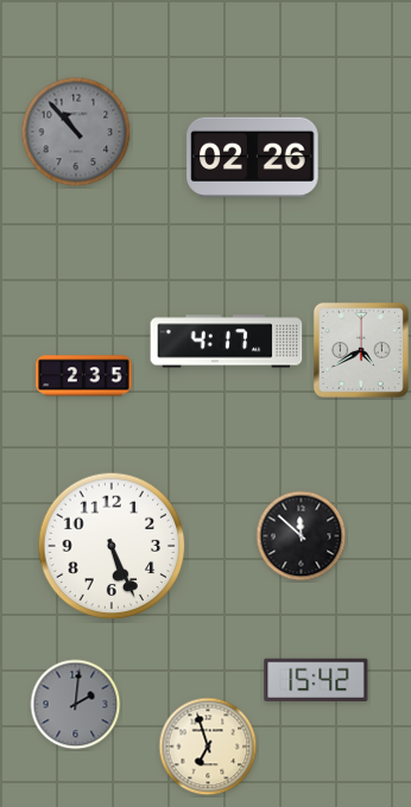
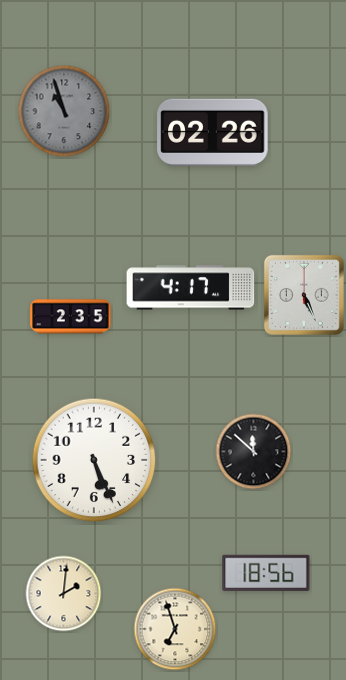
clock at (76, 132): 10:53 -> 10:57
clock at (361, 350): 4:40 -> 5:26
clock at (316, 680): 15:42 -> 18:56
clock at (76, 705) dial: grey -> cream
